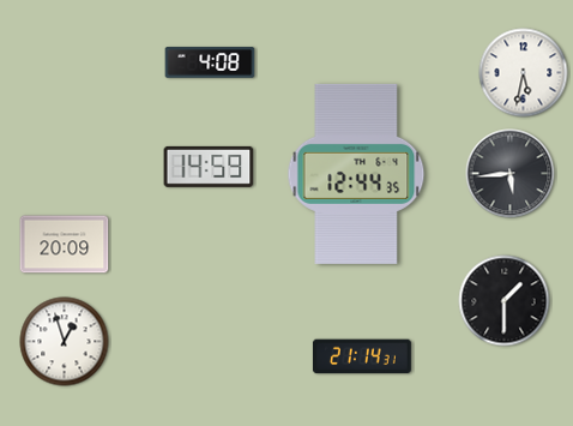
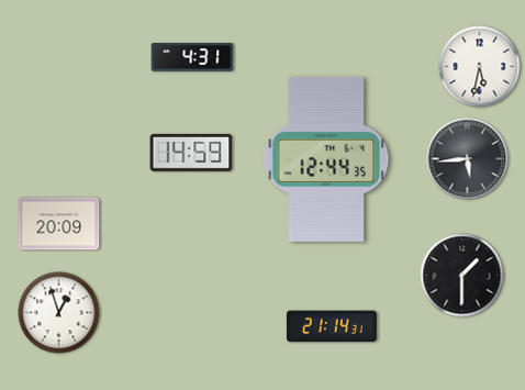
clock at (210, 62): 4:08 -> 4:31
